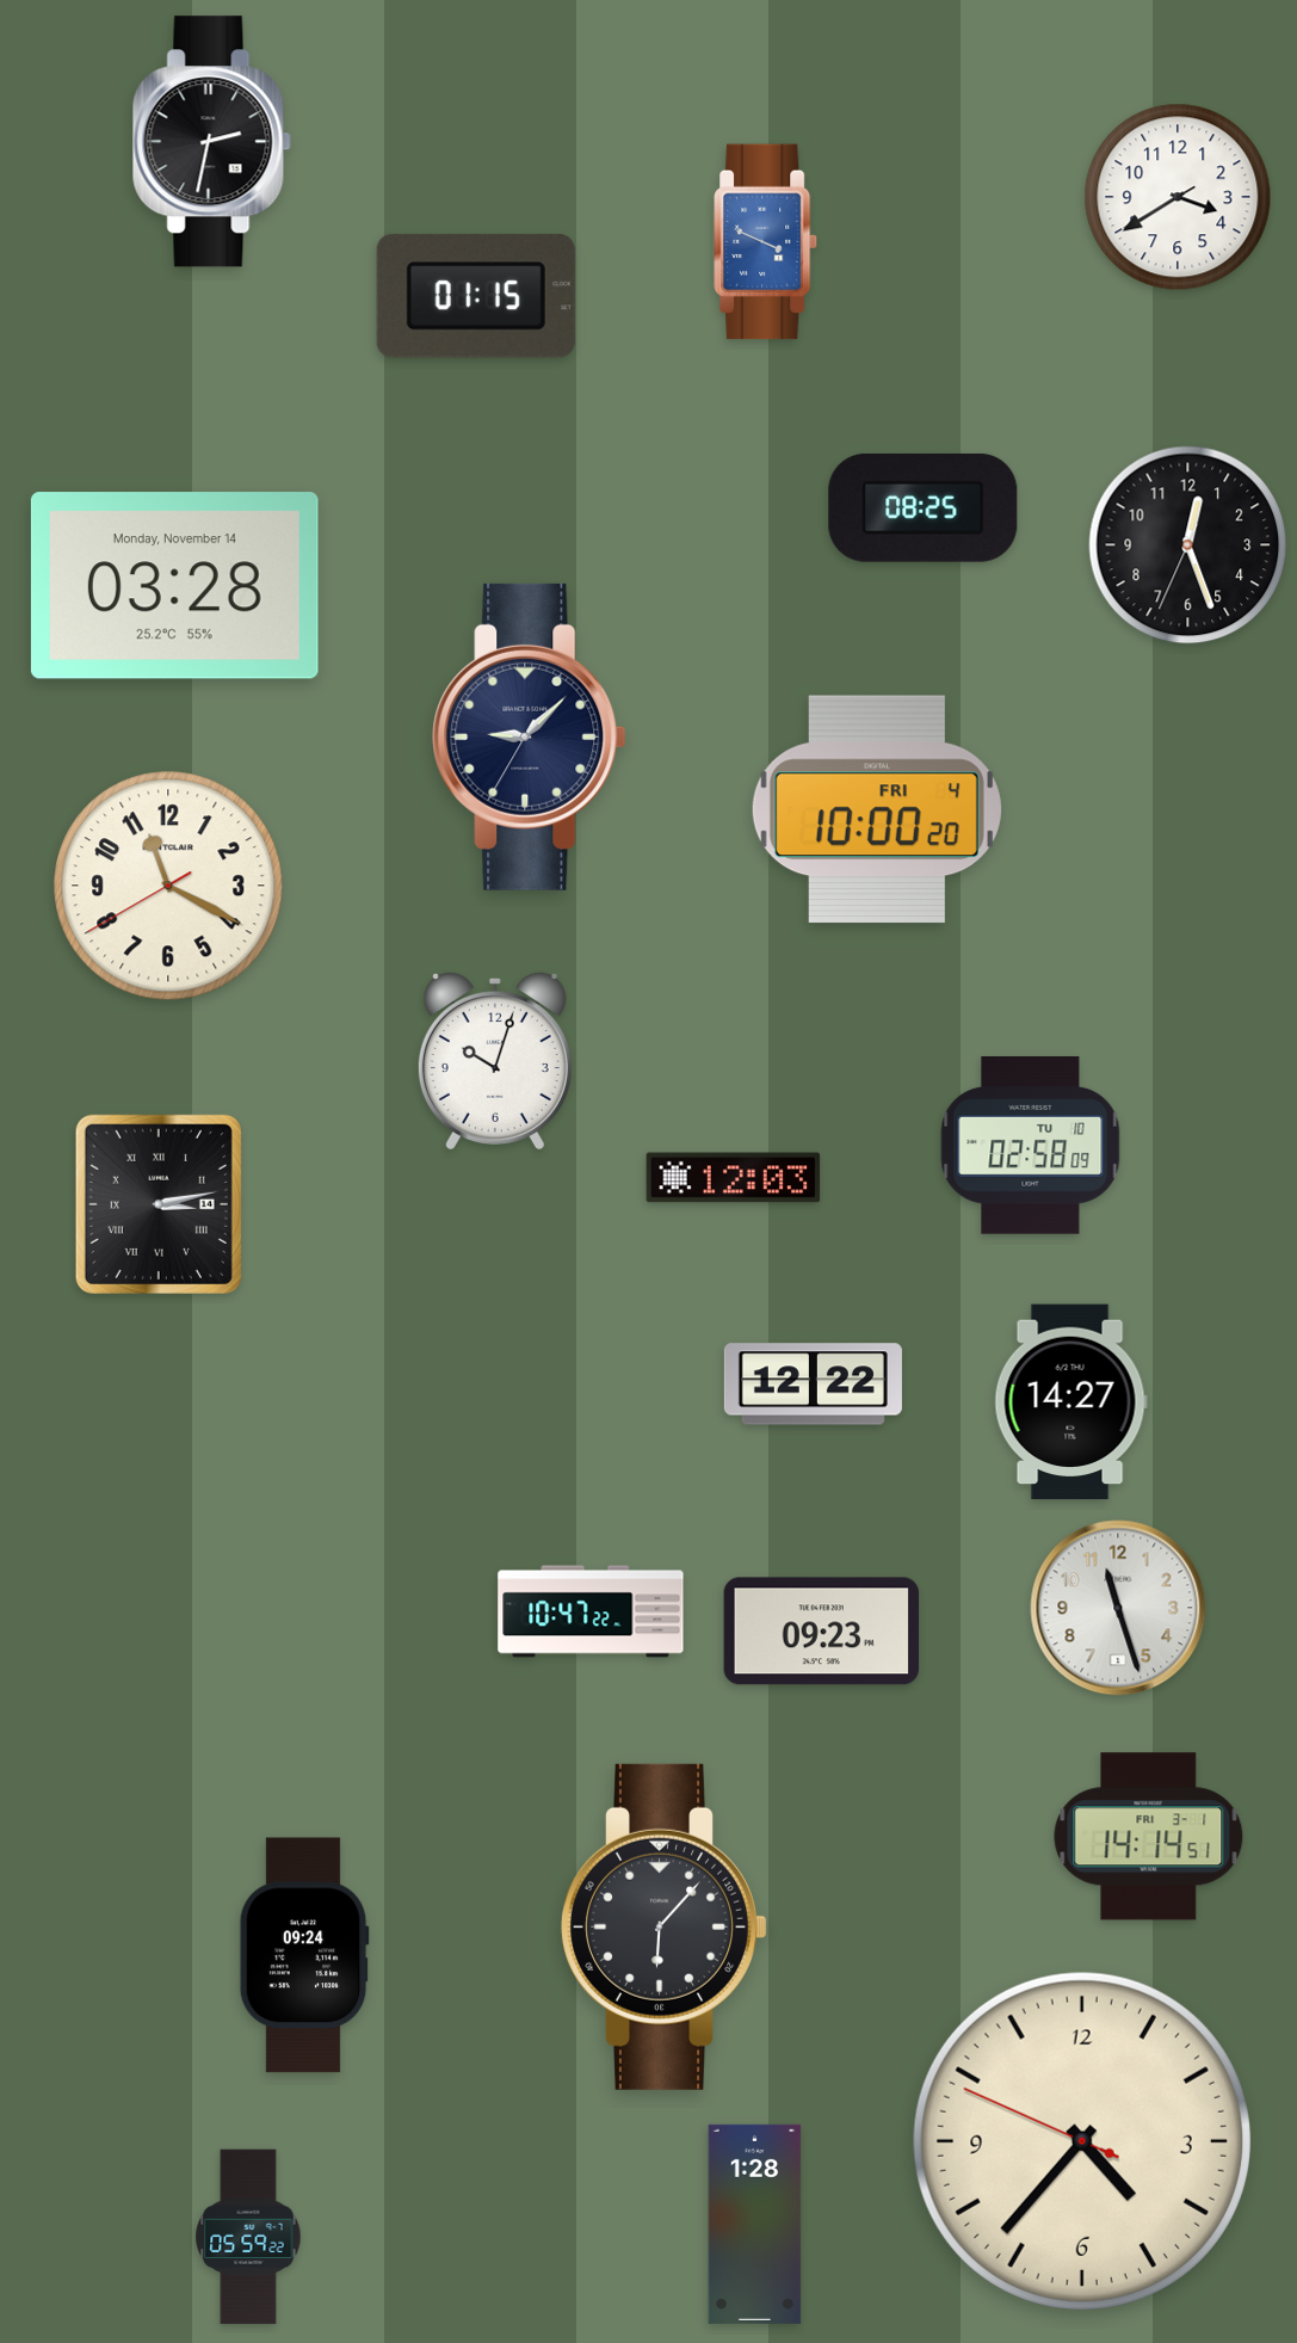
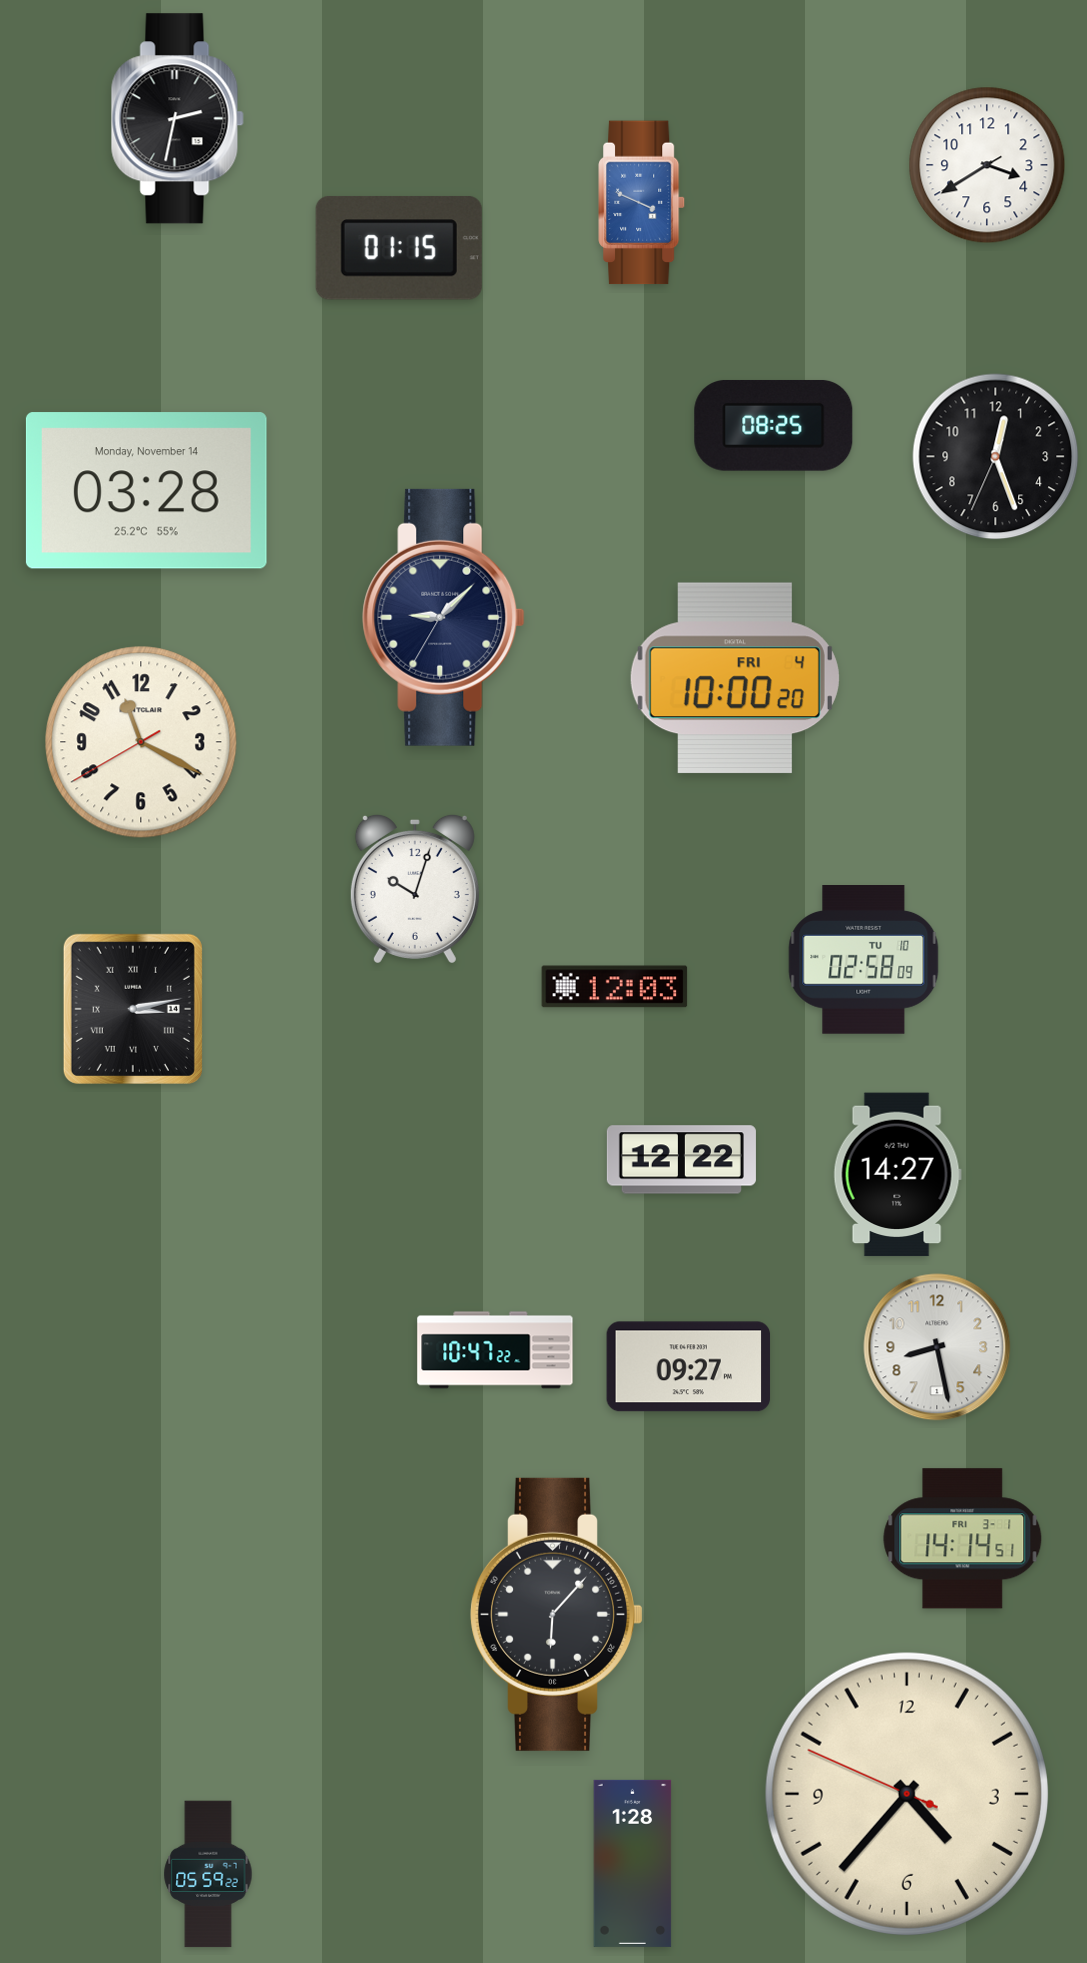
clock at (1118, 1608): 11:27 -> 8:28
clock at (822, 1632): 09:23 -> 09:27
clock at (304, 1955): 09:24 -> none
